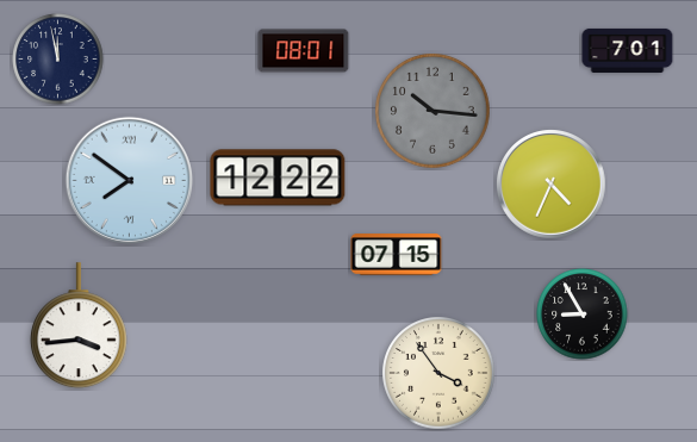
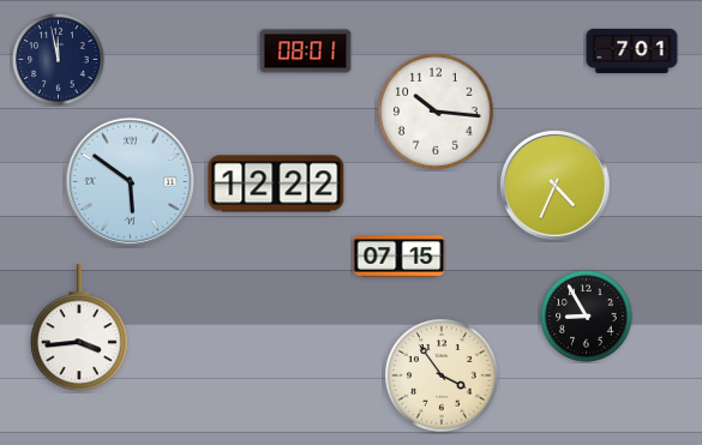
clock at (432, 111) dial: grey -> white
clock at (278, 178) position: (278, 178) -> (276, 184)
clock at (129, 180): 7:51 -> 5:51
